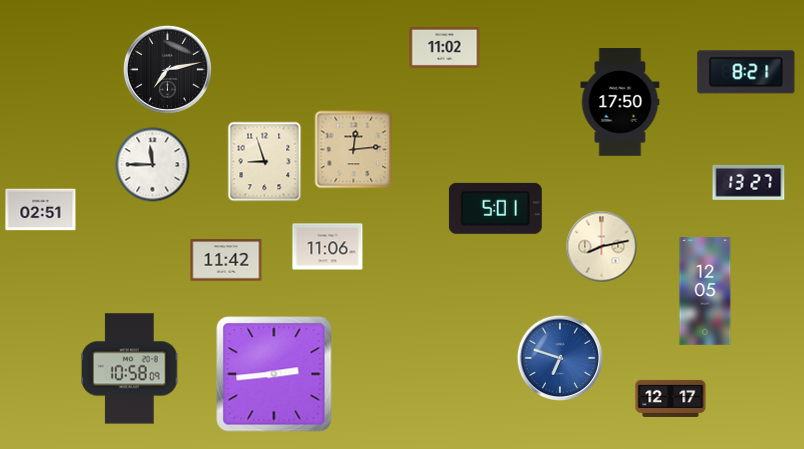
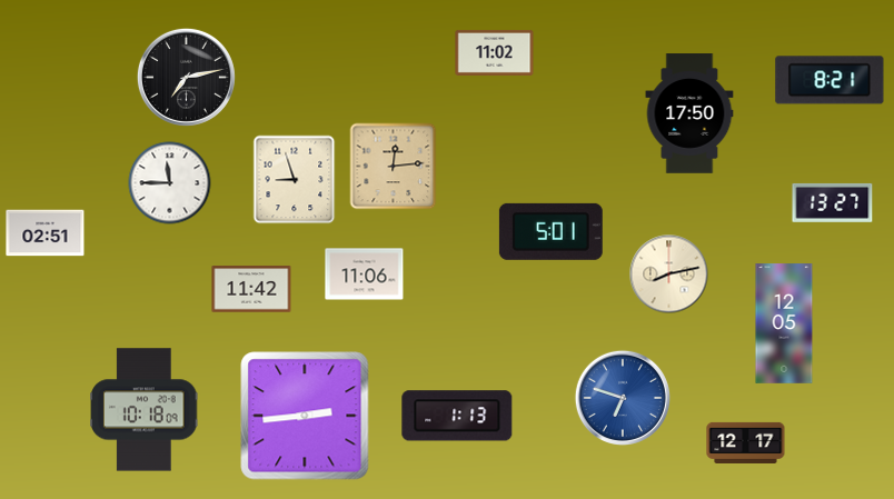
clock at (130, 369): 10:58 -> 10:18
clock at (457, 416): none -> 1:13
